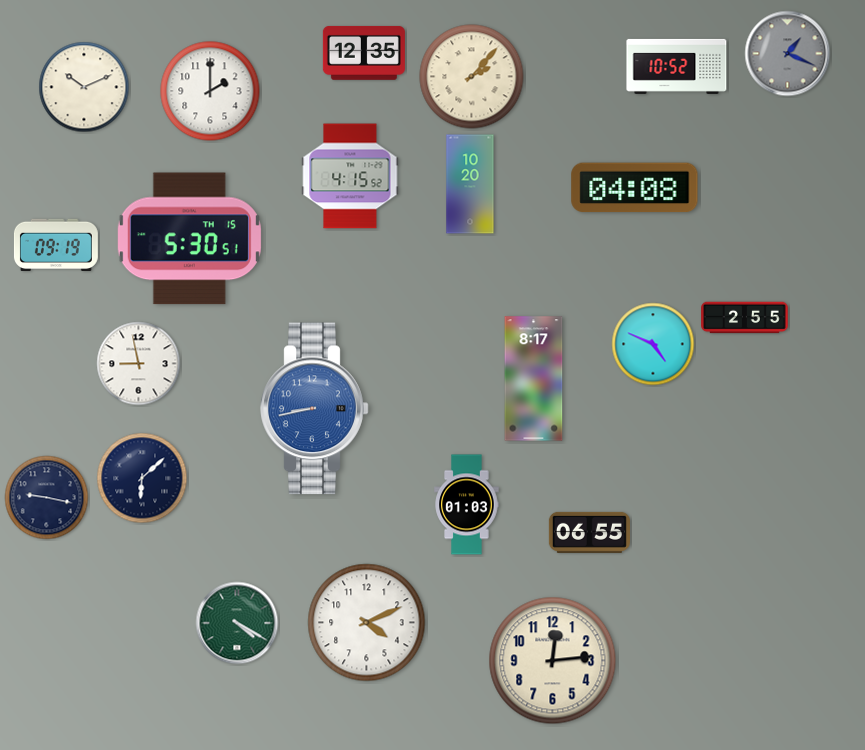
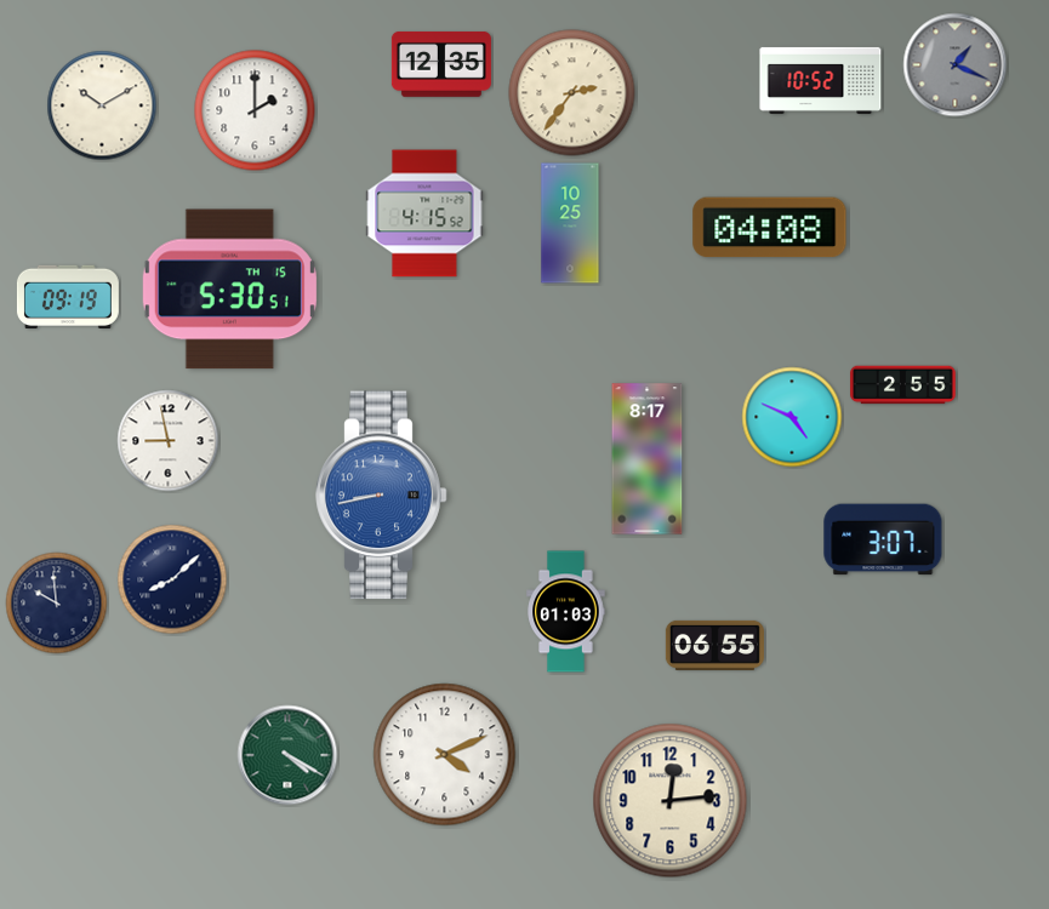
clock at (472, 77): 2:07 -> 2:36
clock at (84, 87): 10:11 -> 10:10
clock at (470, 184): 10:20 -> 10:25
clock at (883, 539): none -> 3:07
clock at (142, 478): 6:08 -> 8:08
clock at (47, 498): 9:17 -> 9:59
